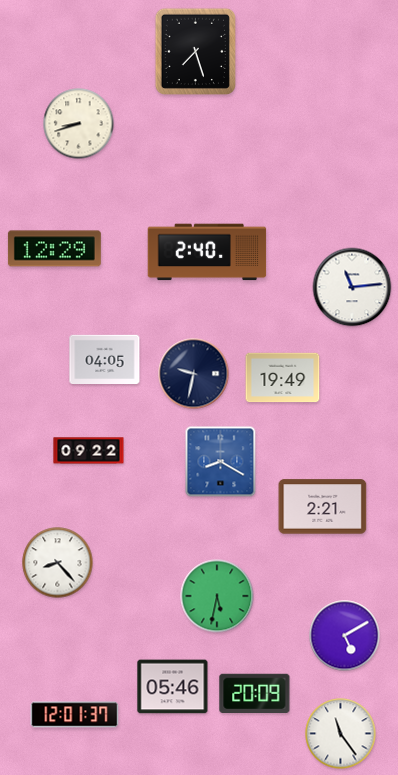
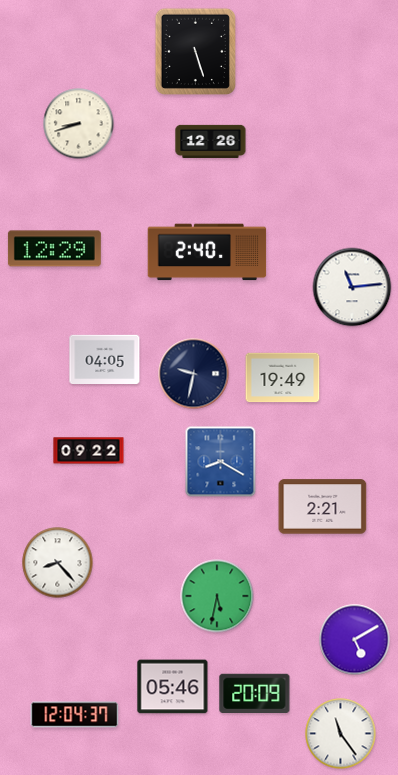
clock at (195, 51): 7:27 -> 5:27
clock at (211, 141): none -> 12:26
clock at (345, 636) position: (345, 636) -> (355, 640)
clock at (75, 715): 12:01 -> 12:04
